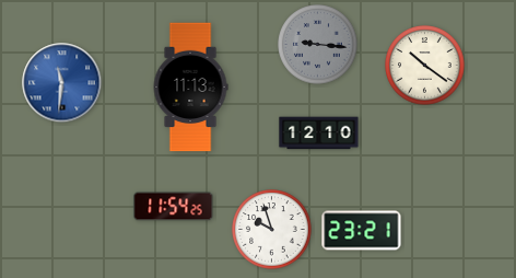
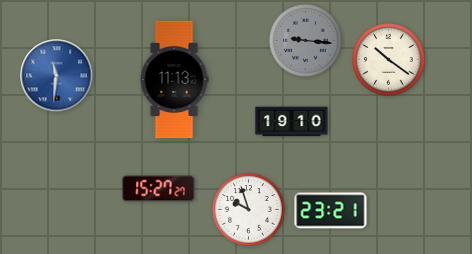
clock at (318, 45) position: (318, 45) -> (306, 41)
clock at (319, 134): 12:10 -> 19:10
clock at (174, 207): 11:54 -> 15:27
